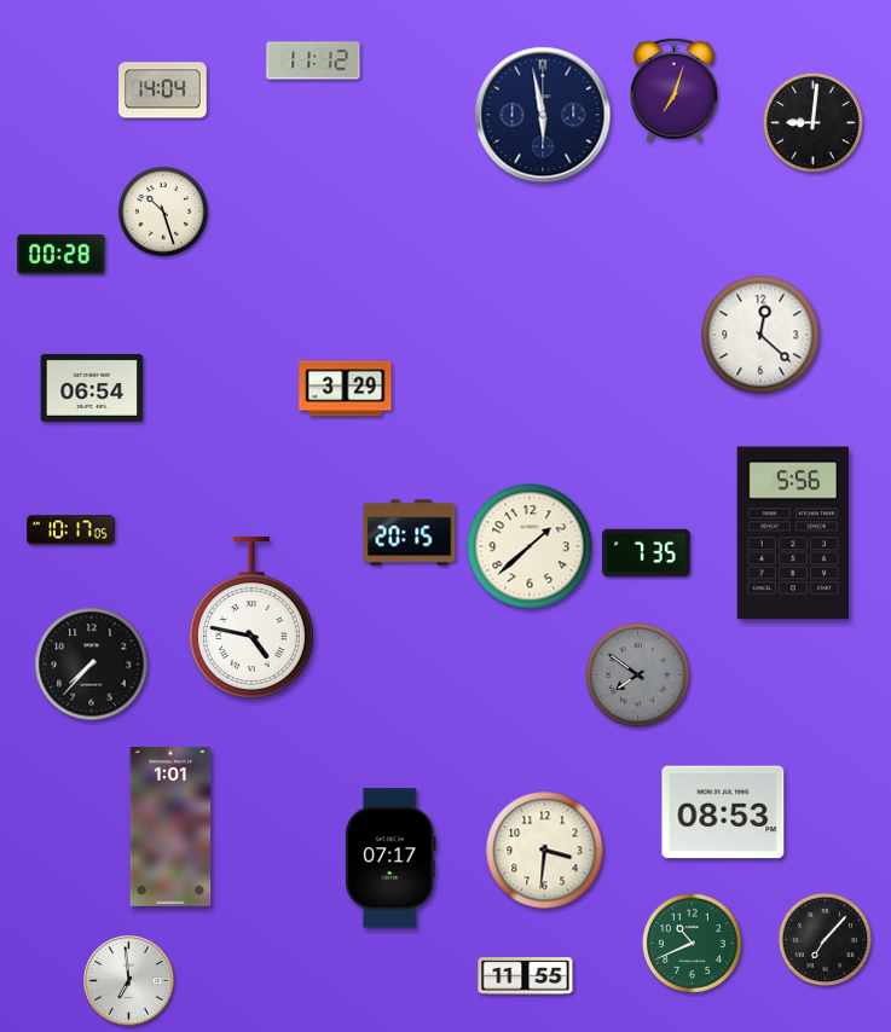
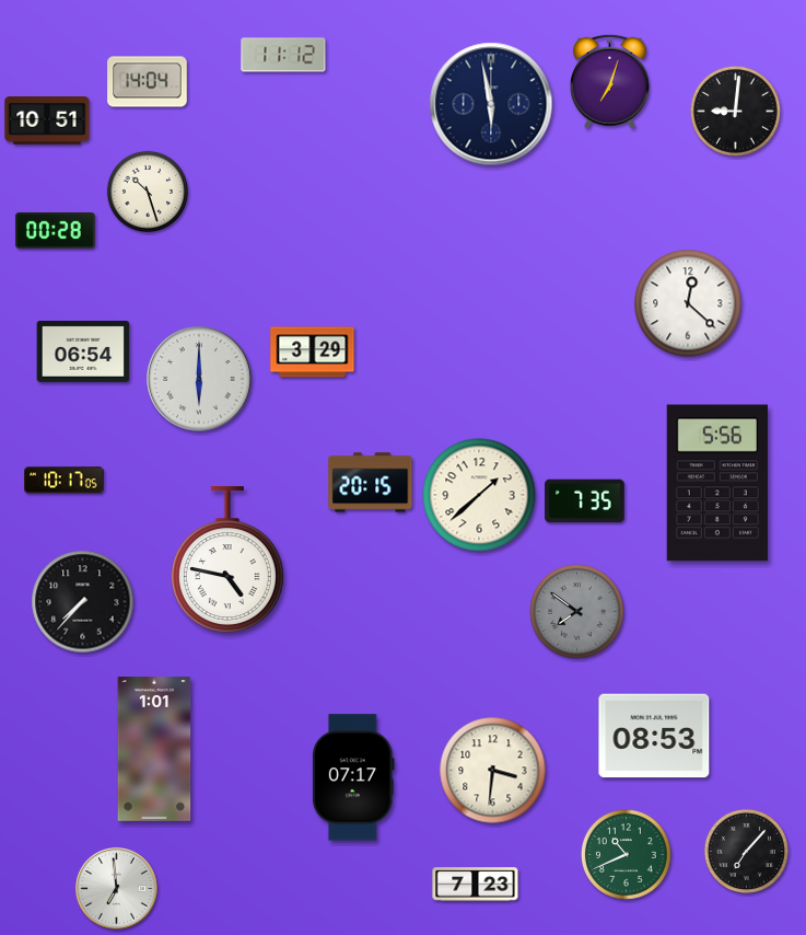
clock at (47, 120): none -> 10:51
clock at (199, 379): none -> 6:00
clock at (526, 976): 11:55 -> 7:23
